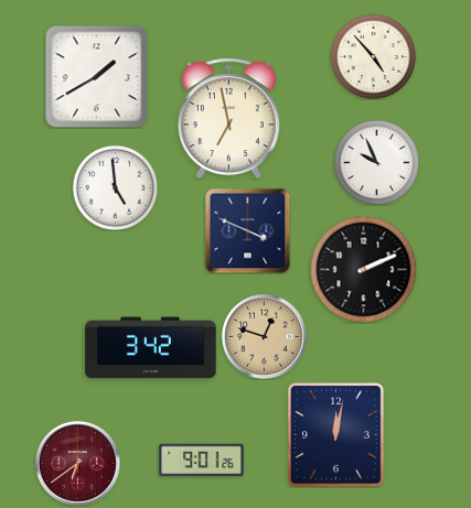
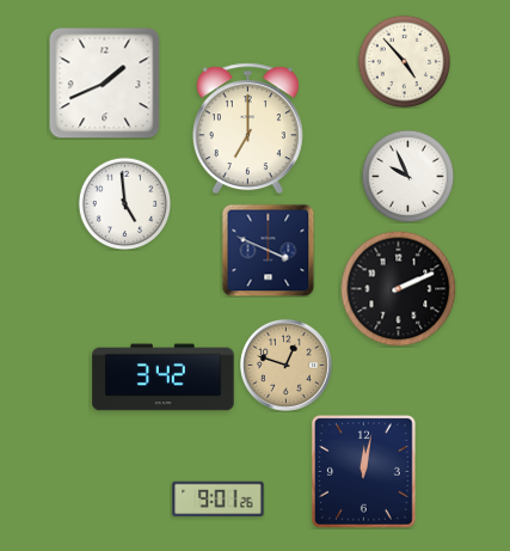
clock at (97, 77): 1:40 -> 1:41
clock at (228, 119): 6:58 -> 7:00
clock at (363, 269) position: (363, 269) -> (398, 288)
clock at (77, 463): 6:39 -> none
